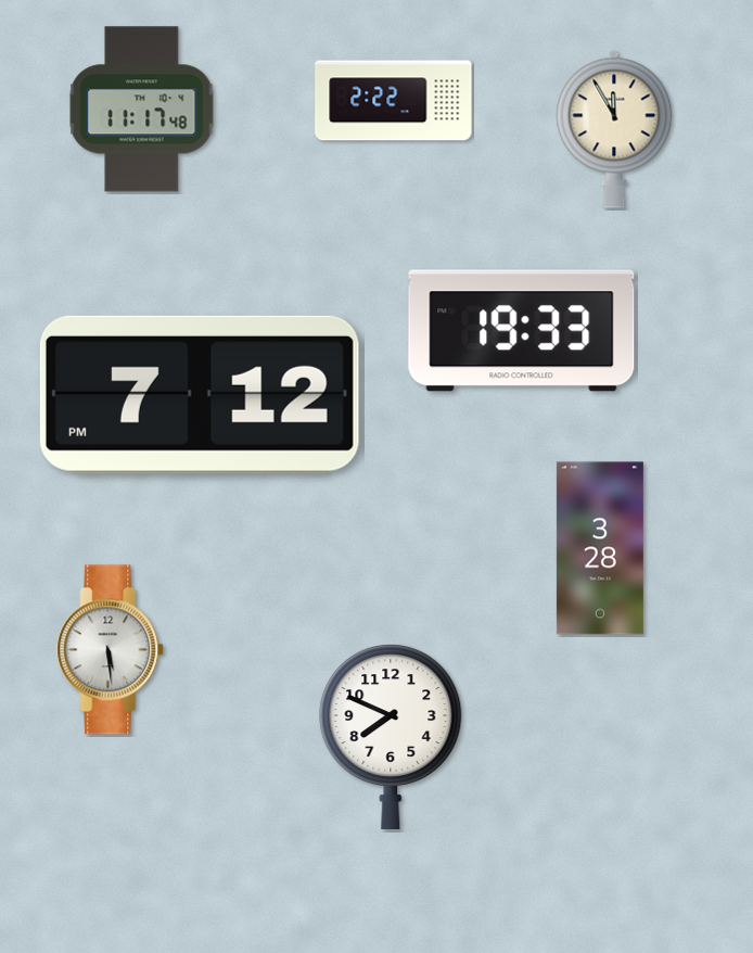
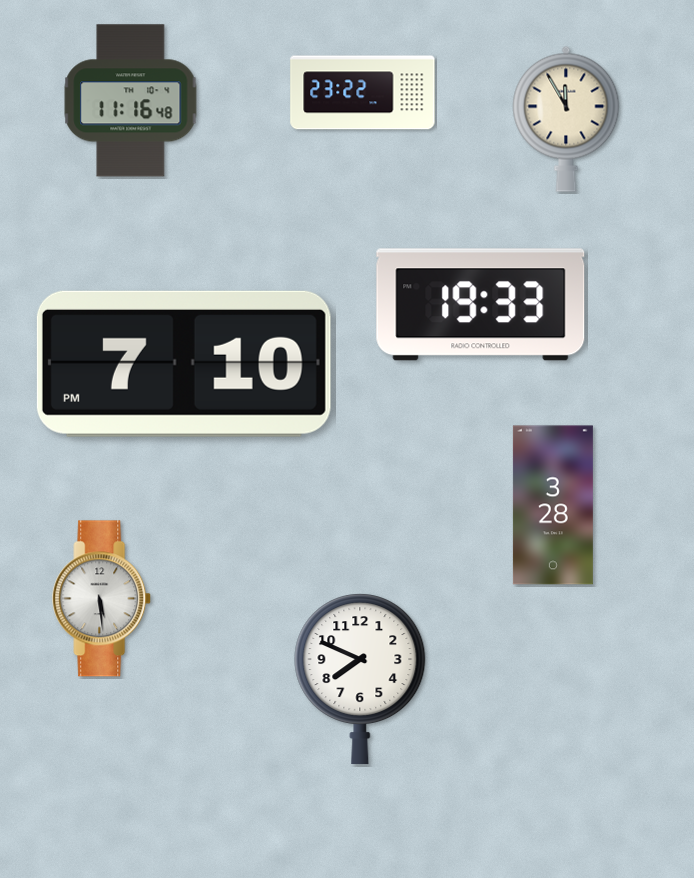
clock at (394, 101): 2:22 -> 23:22
clock at (142, 110): 11:17 -> 11:16
clock at (200, 395): 7:12 -> 7:10
